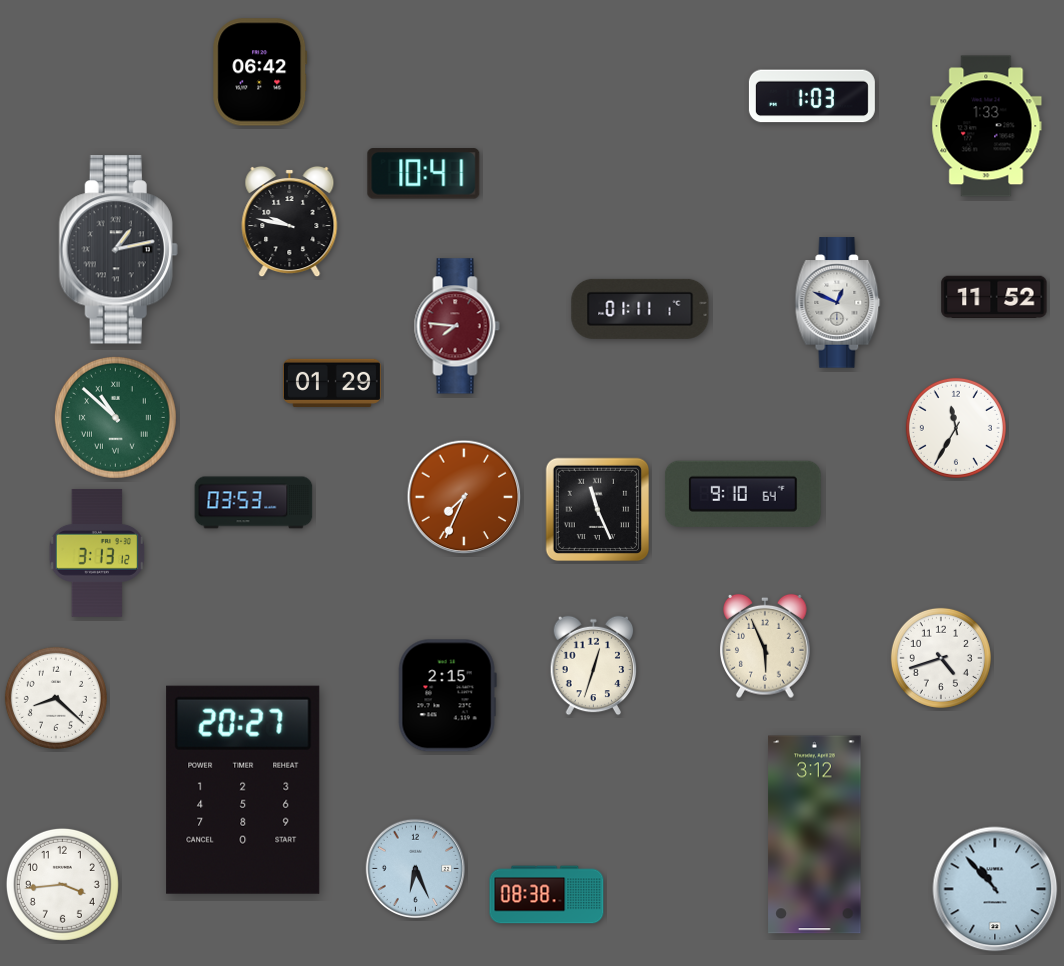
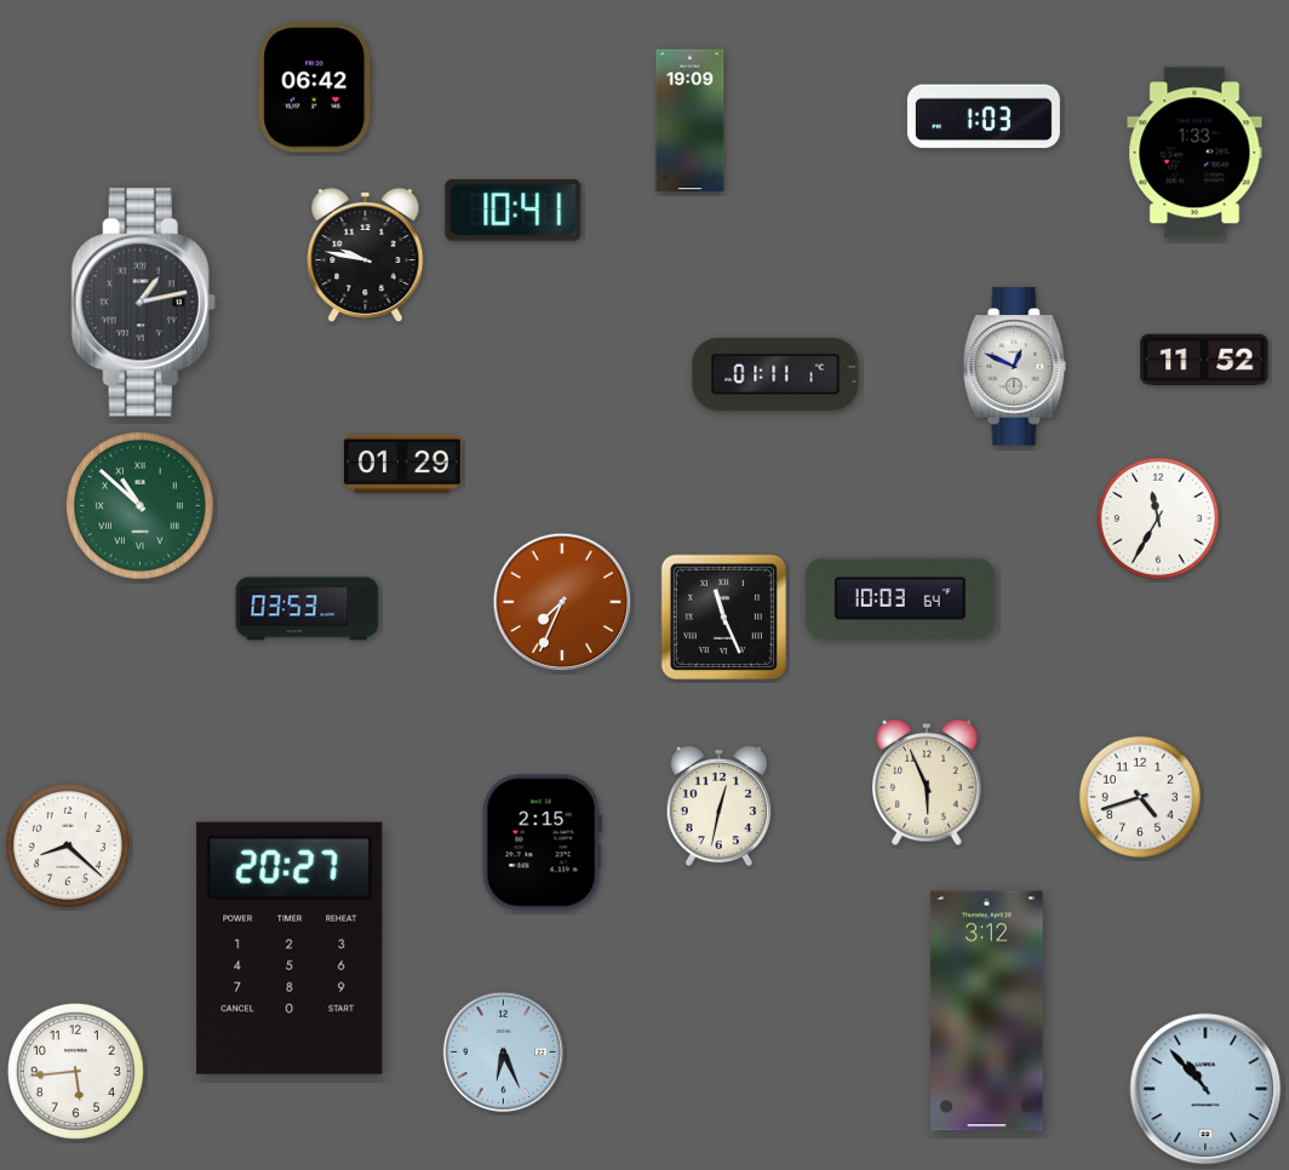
clock at (691, 121): none -> 19:09
clock at (290, 222) position: (290, 222) -> (366, 256)
clock at (457, 326): 7:46 -> none
clock at (743, 494): 9:10 -> 10:03
clock at (96, 553): 3:13 -> none
clock at (594, 666): 12:33 -> 12:32
clock at (243, 790) position: (243, 790) -> (290, 948)
clock at (62, 884): 3:44 -> 5:44
clock at (995, 889) position: (995, 889) -> (1205, 1089)
clock at (547, 895): 08:38 -> none
